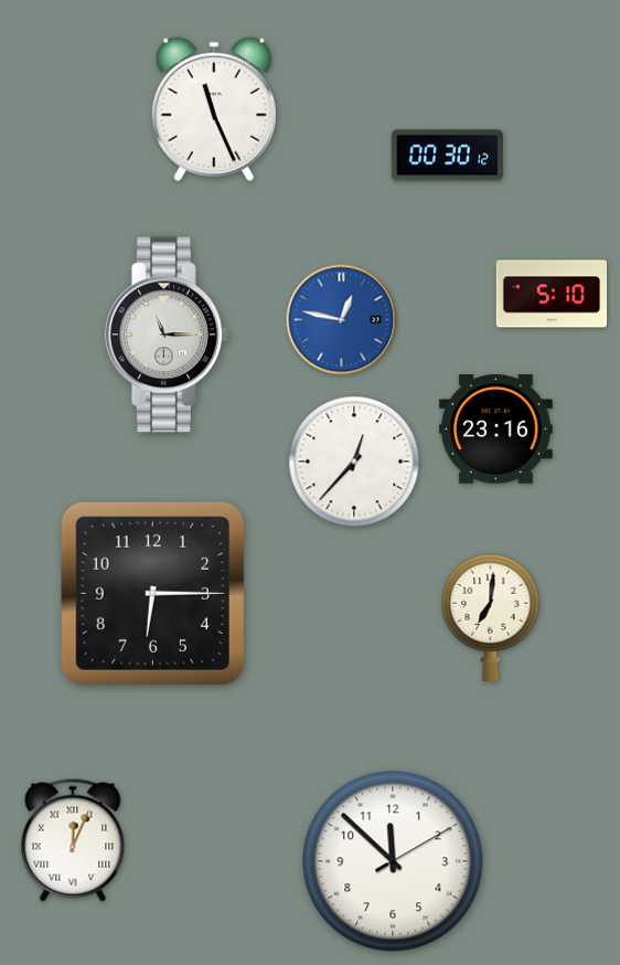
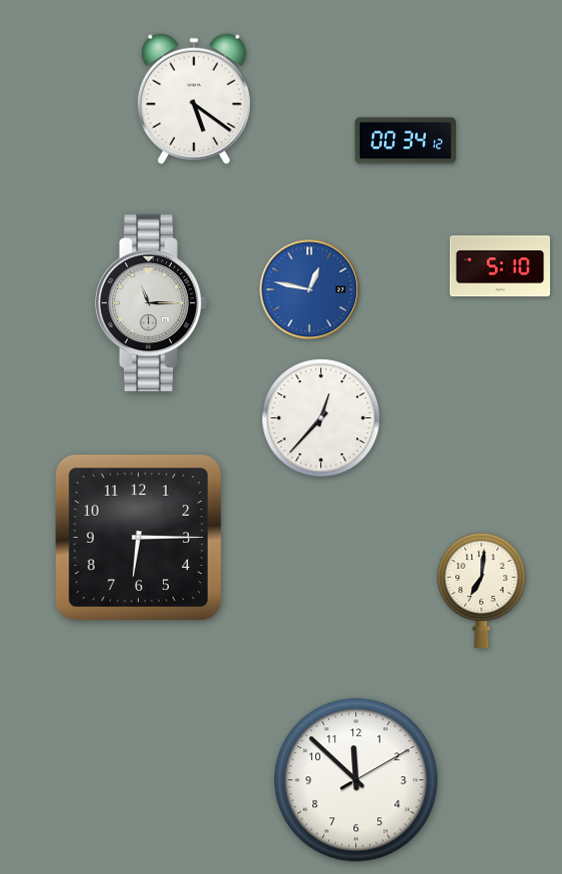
clock at (214, 109): 11:26 -> 5:21
clock at (447, 156): 00:30 -> 00:34
clock at (495, 430): 23:16 -> none
clock at (491, 617) position: (491, 617) -> (482, 590)
clock at (73, 840): 12:04 -> none
